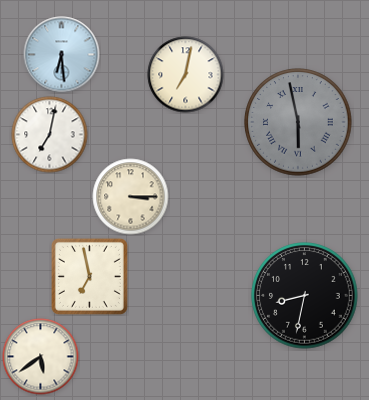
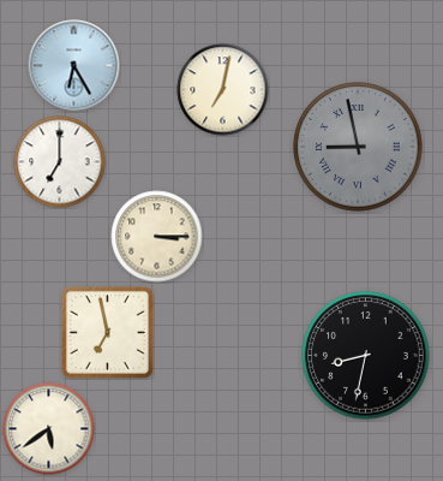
clock at (62, 55): 6:29 -> 6:25
clock at (298, 122): 5:58 -> 8:58
clock at (50, 135): 7:02 -> 7:00
